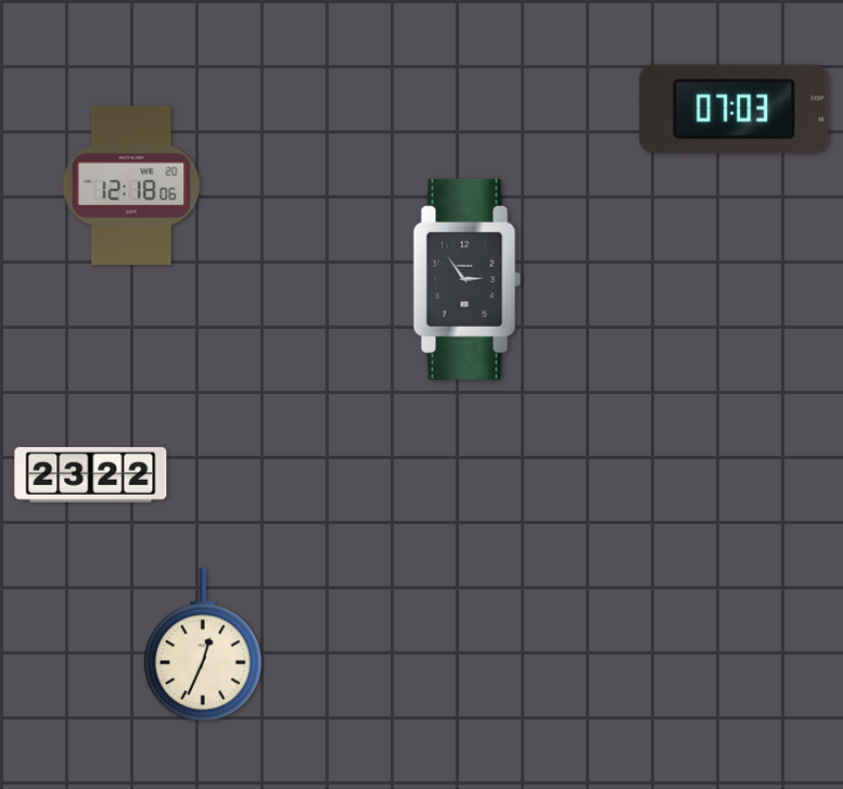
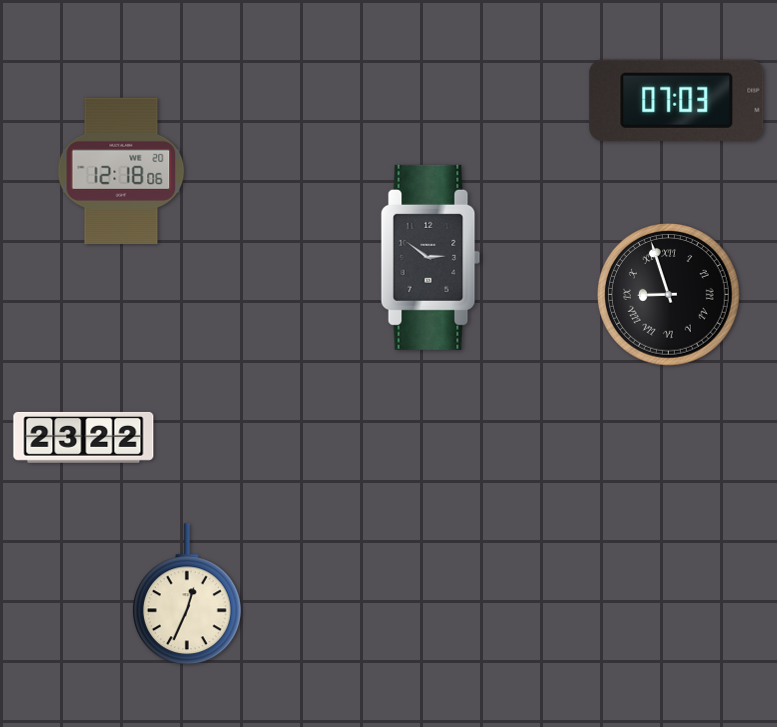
clock at (468, 279): 2:54 -> 2:51
clock at (669, 295): none -> 8:57
